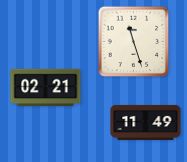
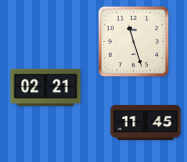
clock at (146, 122): 11:49 -> 11:45
